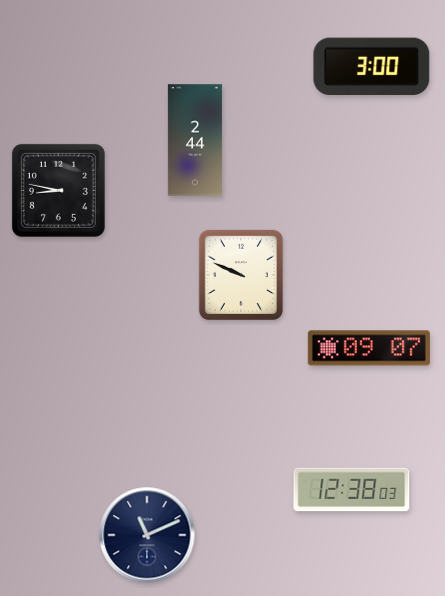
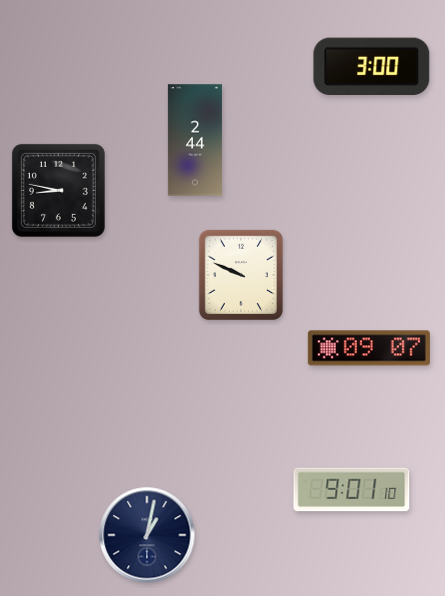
clock at (352, 490): 12:38 -> 9:01
clock at (147, 535): 11:11 -> 1:02
